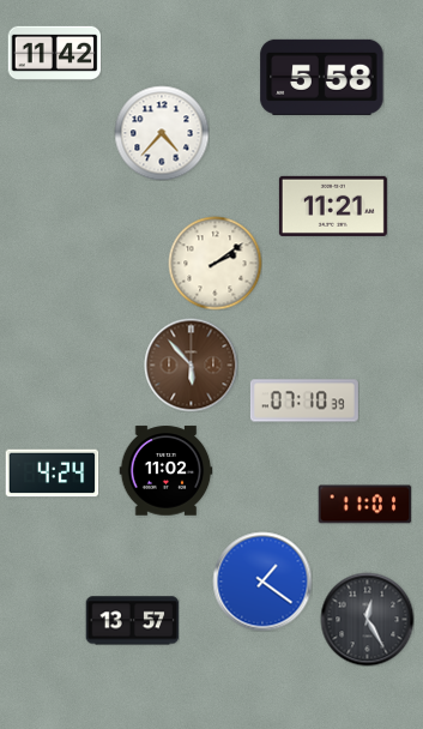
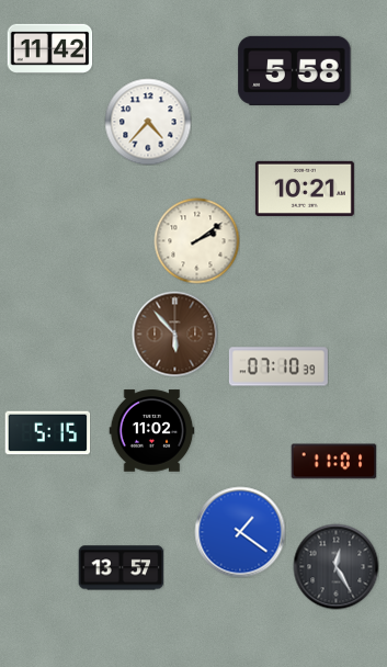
clock at (333, 206): 11:21 -> 10:21
clock at (52, 474): 4:24 -> 5:15
